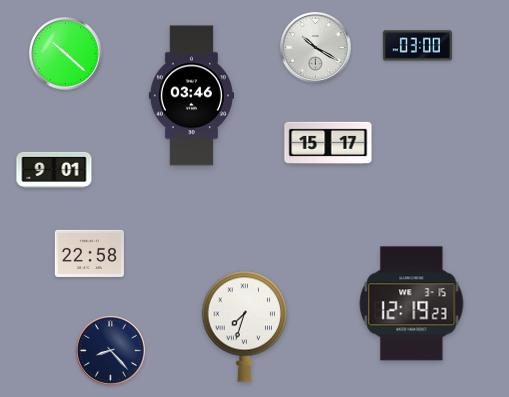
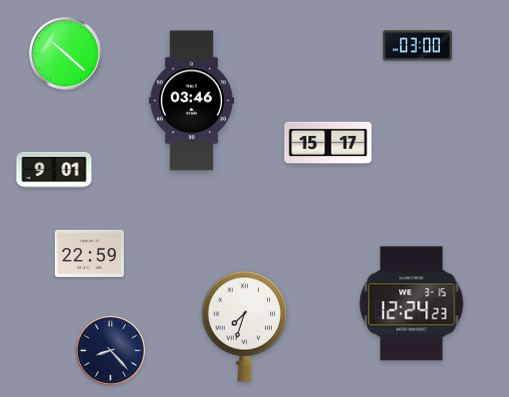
clock at (316, 48): 10:20 -> none
clock at (191, 96) position: (191, 96) -> (191, 101)
clock at (89, 253): 22:58 -> 22:59
clock at (412, 304): 12:19 -> 12:24
